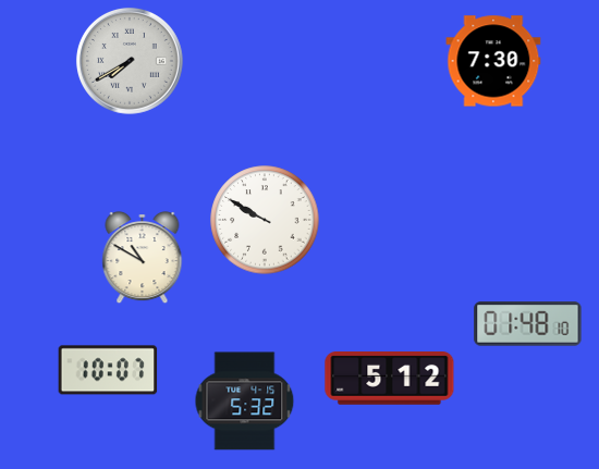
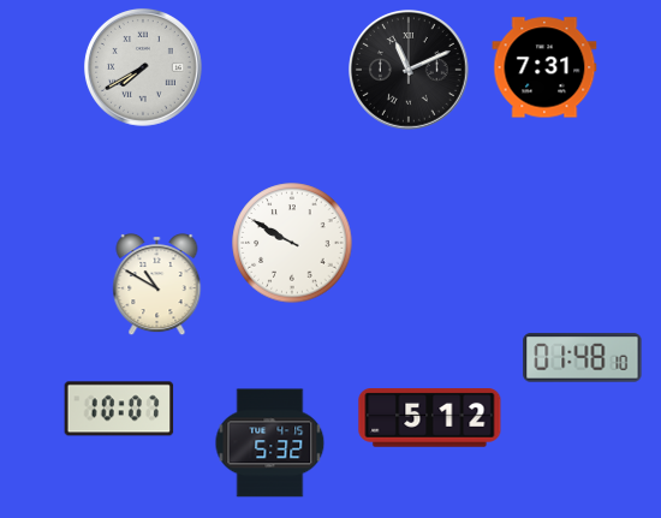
clock at (493, 61): 7:30 -> 7:31
clock at (410, 71): none -> 11:11
